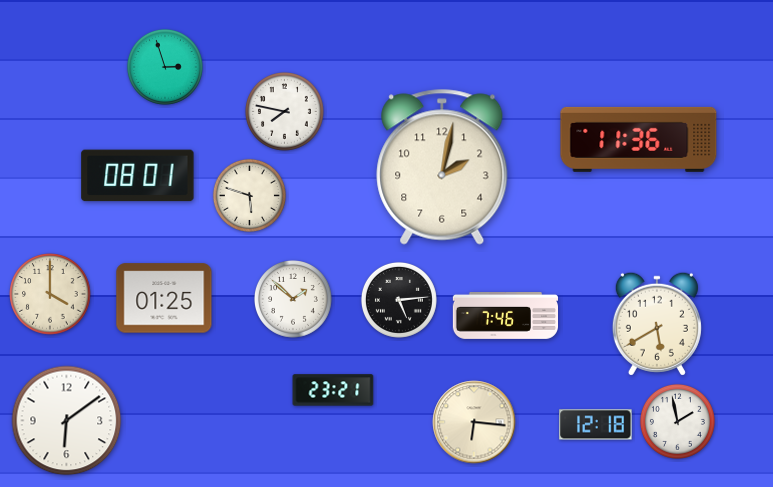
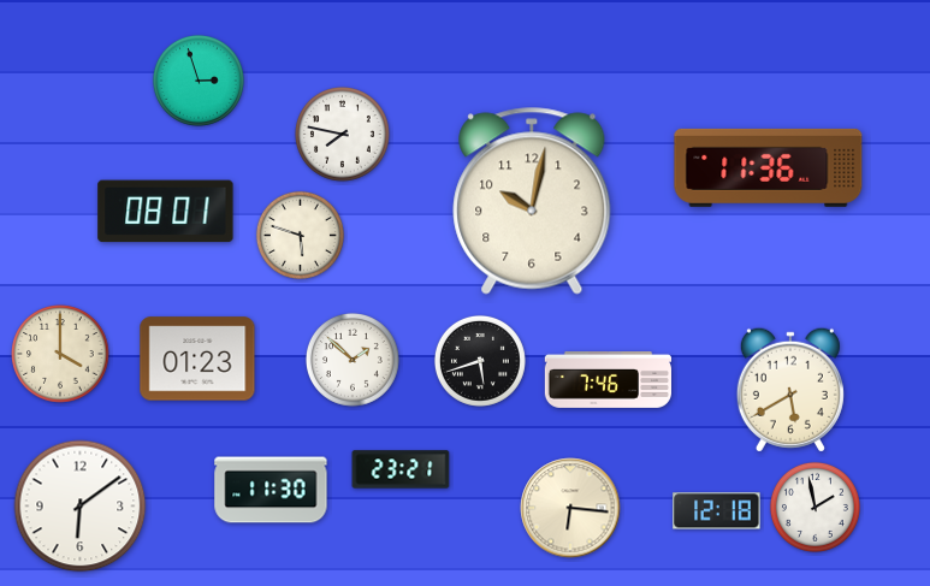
clock at (442, 167): 2:02 -> 10:02
clock at (164, 298): 01:25 -> 01:23
clock at (399, 300): 5:14 -> 5:42
clock at (271, 490): none -> 11:30
